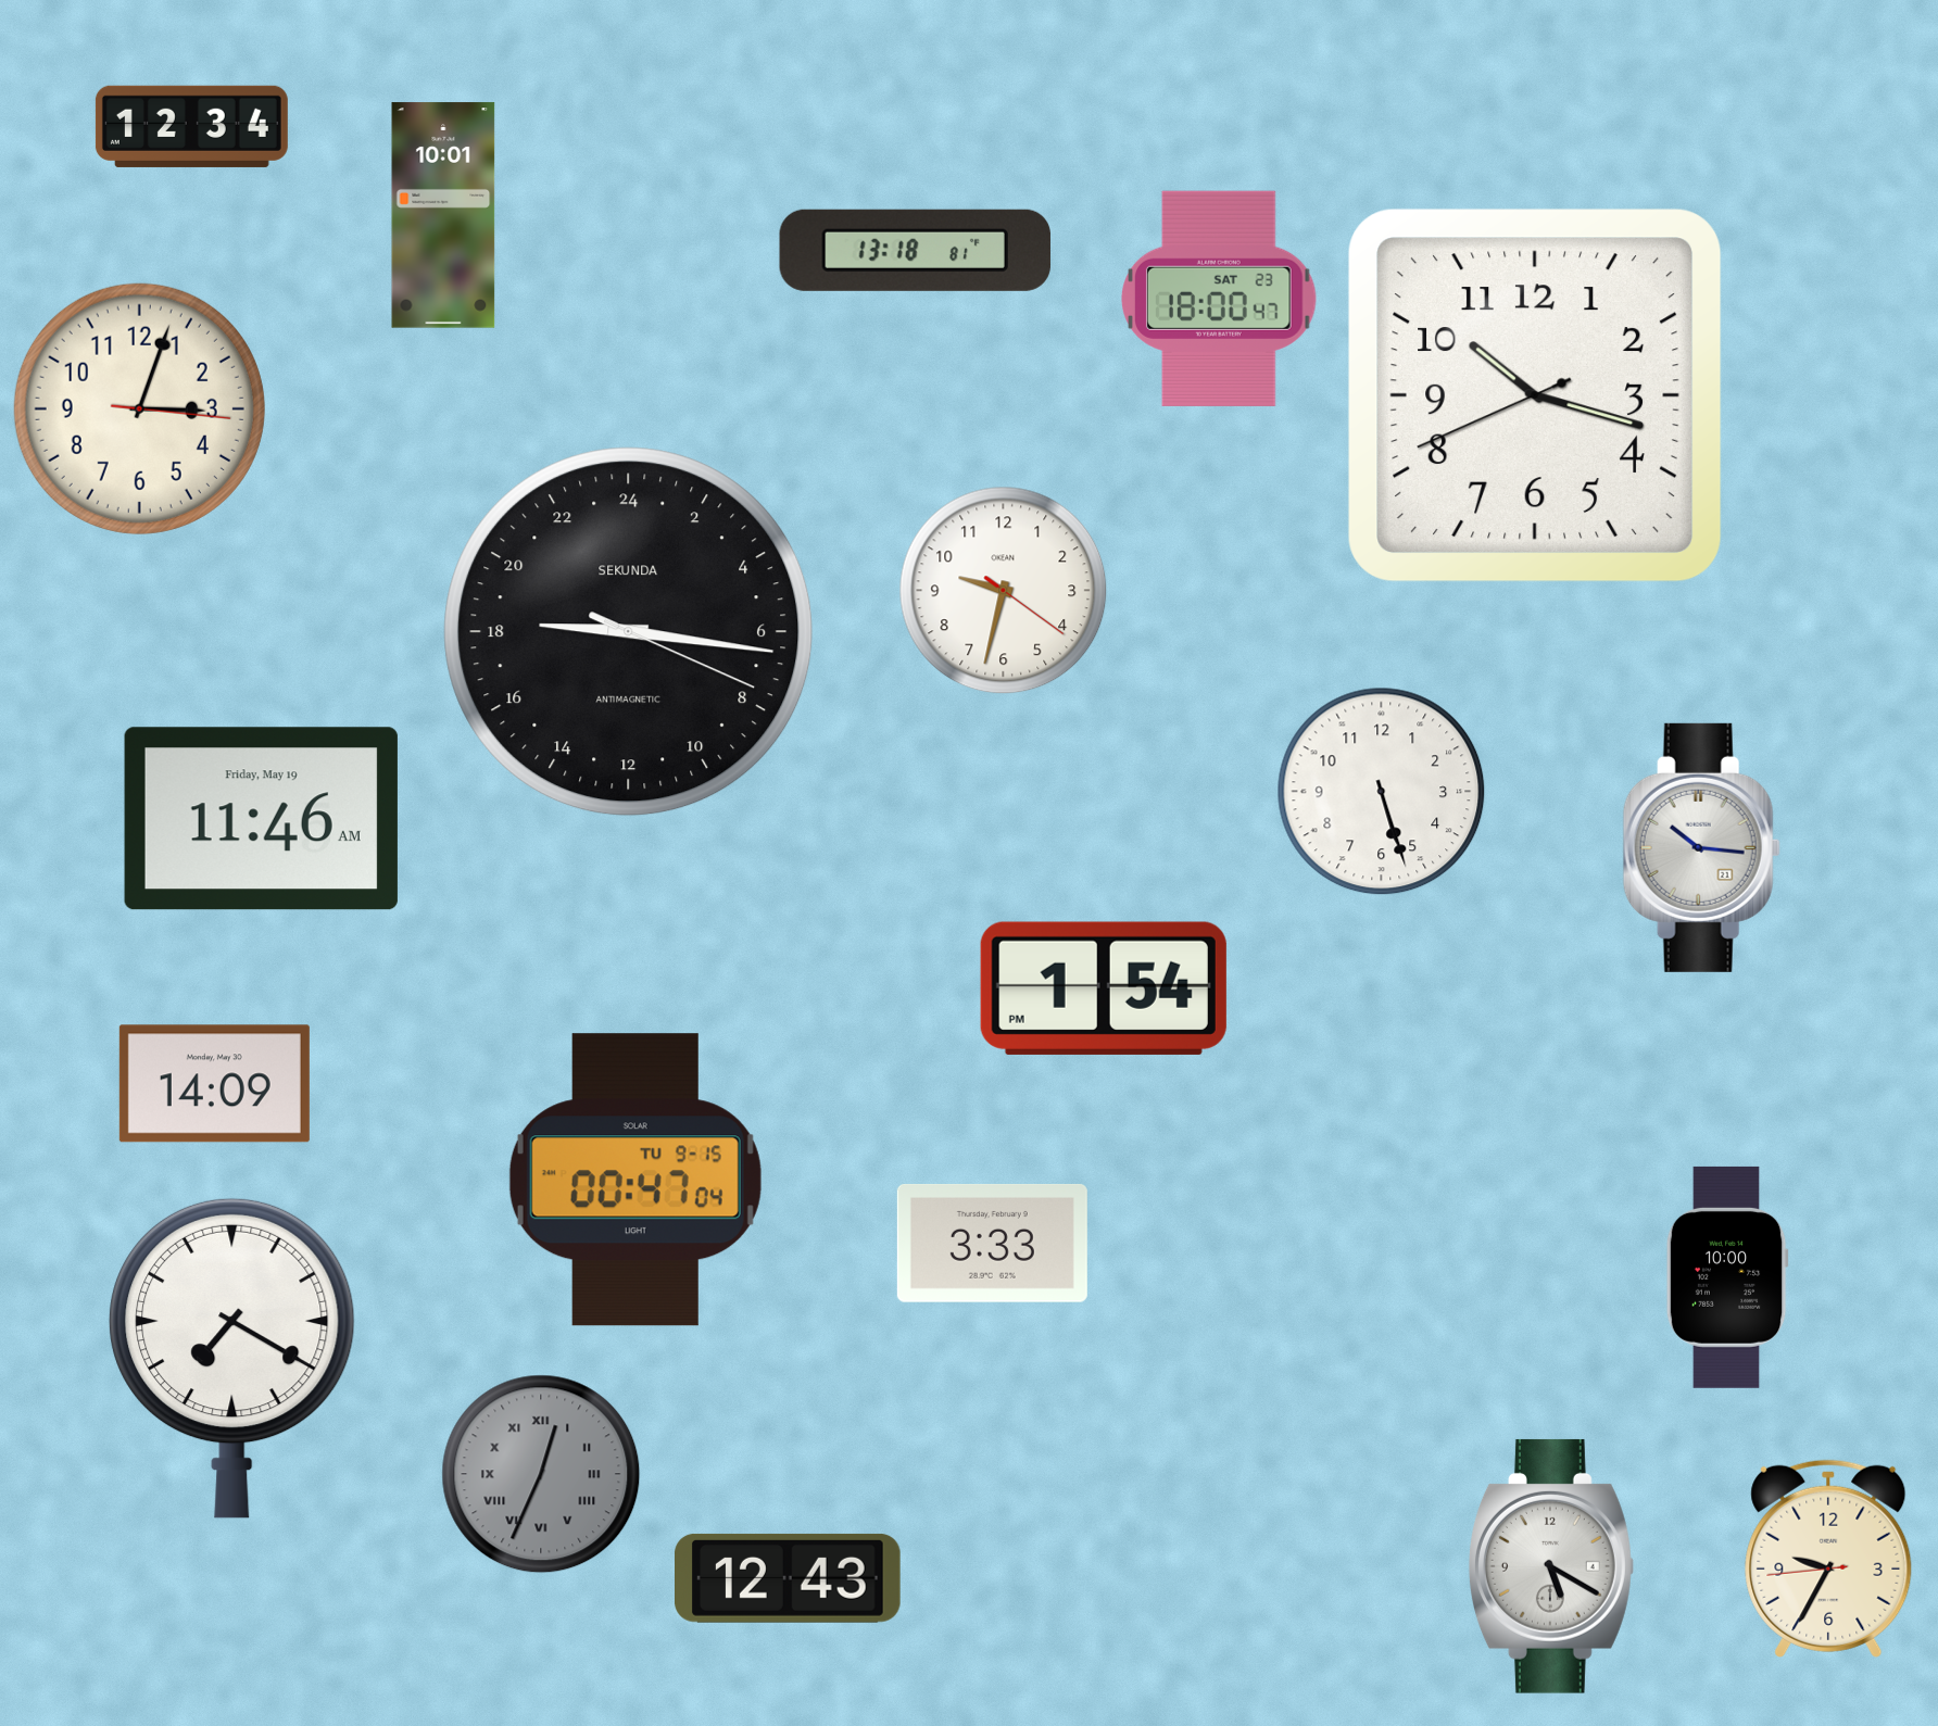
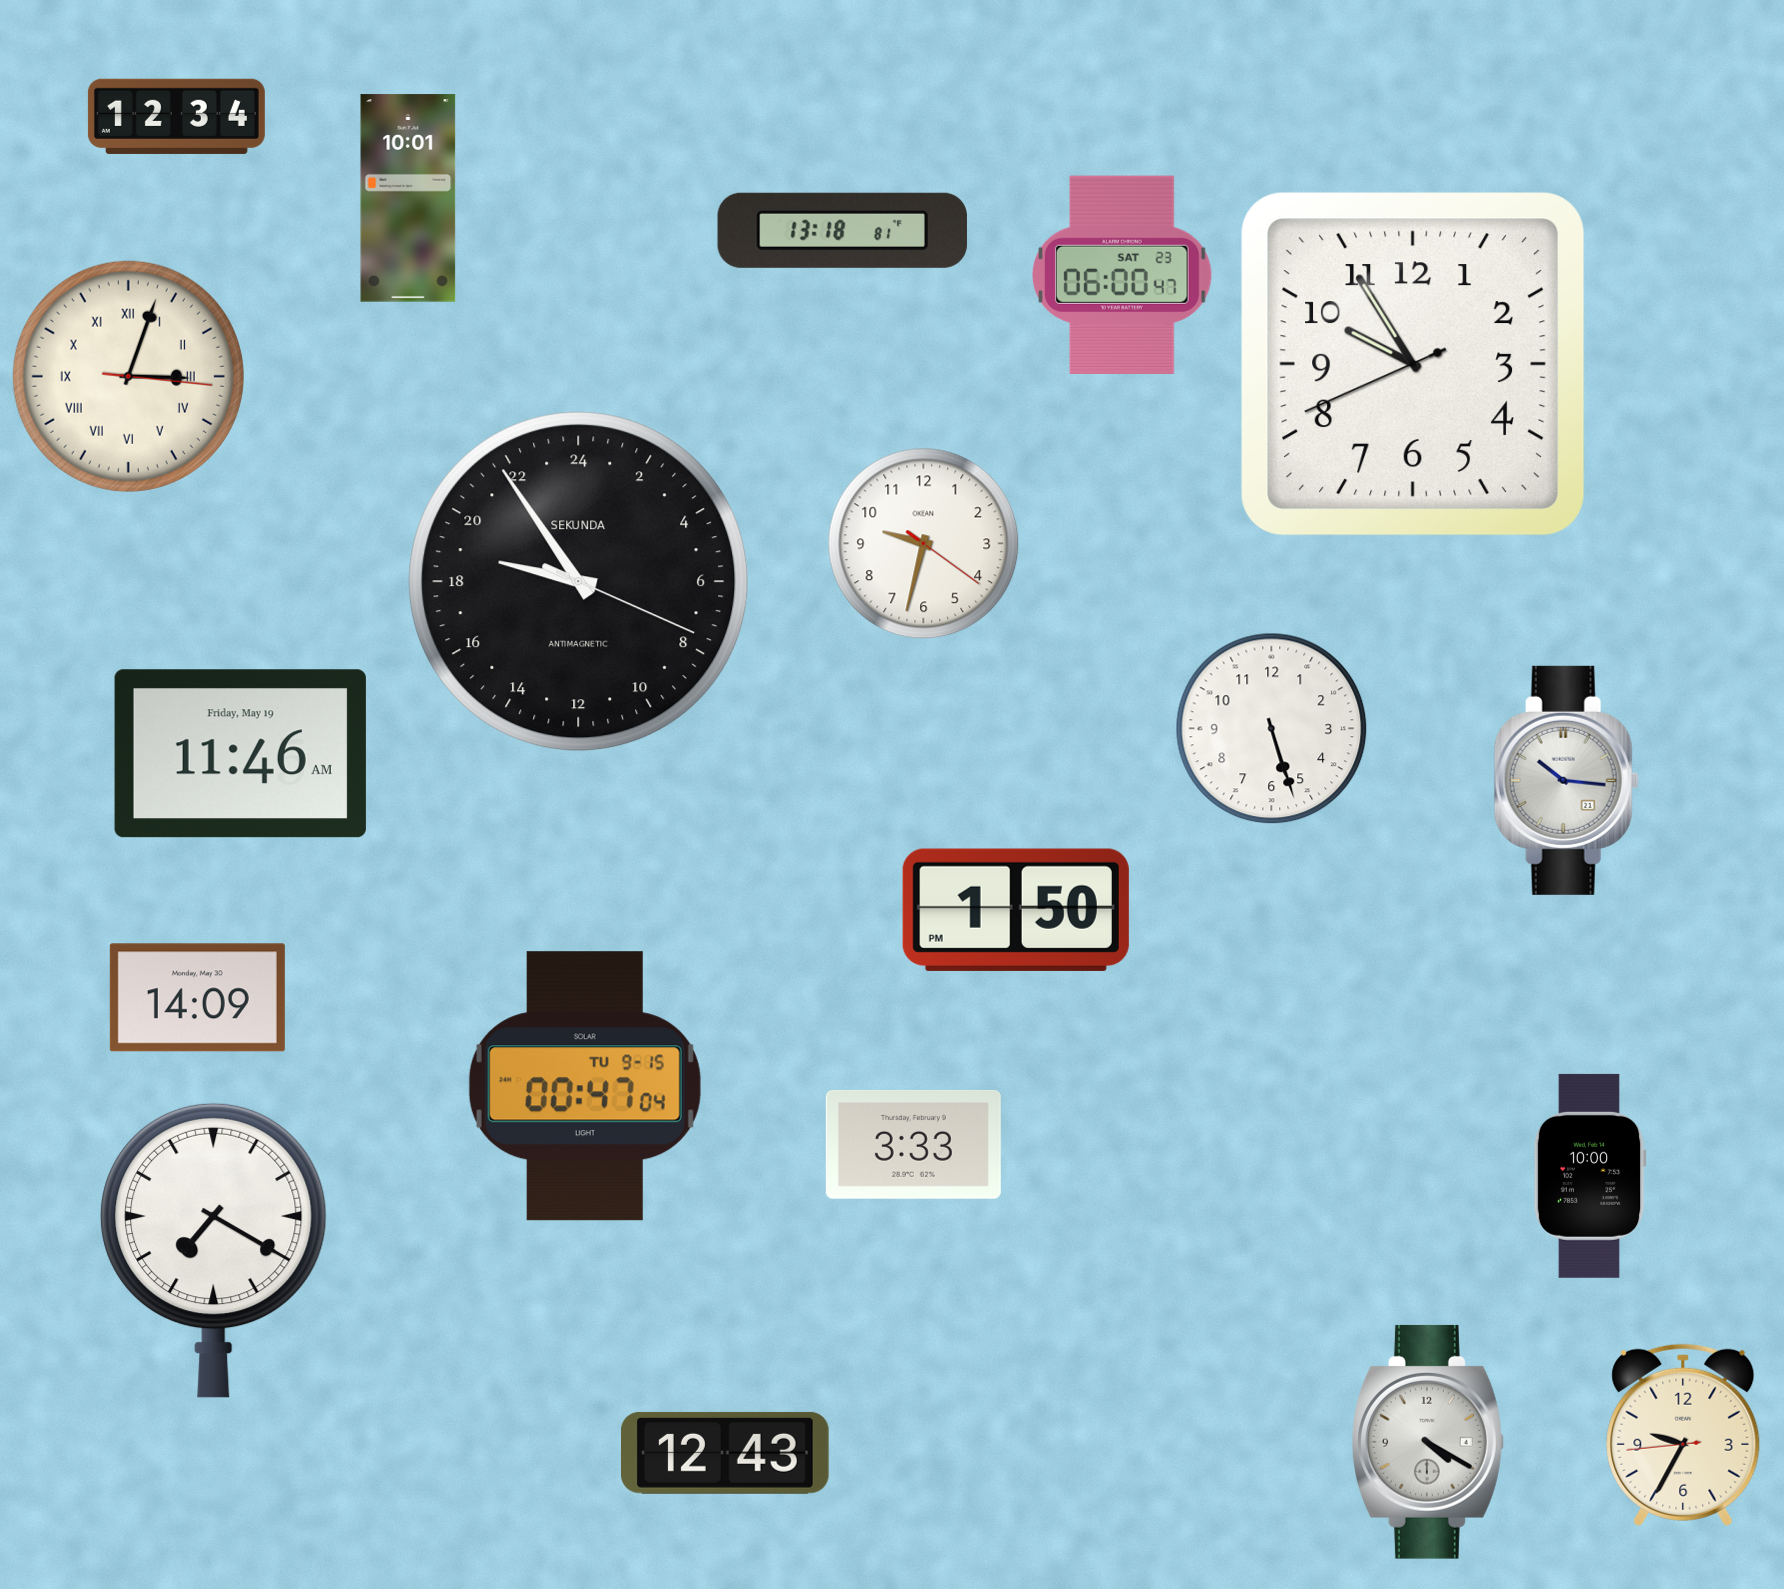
clock at (1220, 299): 18:00 -> 06:00
clock at (1535, 395): 10:17 -> 9:54
clock at (139, 408) numerals: Arabic -> Roman
clock at (629, 632): 18:16 -> 18:54
clock at (1104, 988): 1:54 -> 1:50
clock at (541, 1474): 12:34 -> none
clock at (1551, 1566): 5:20 -> 4:20
